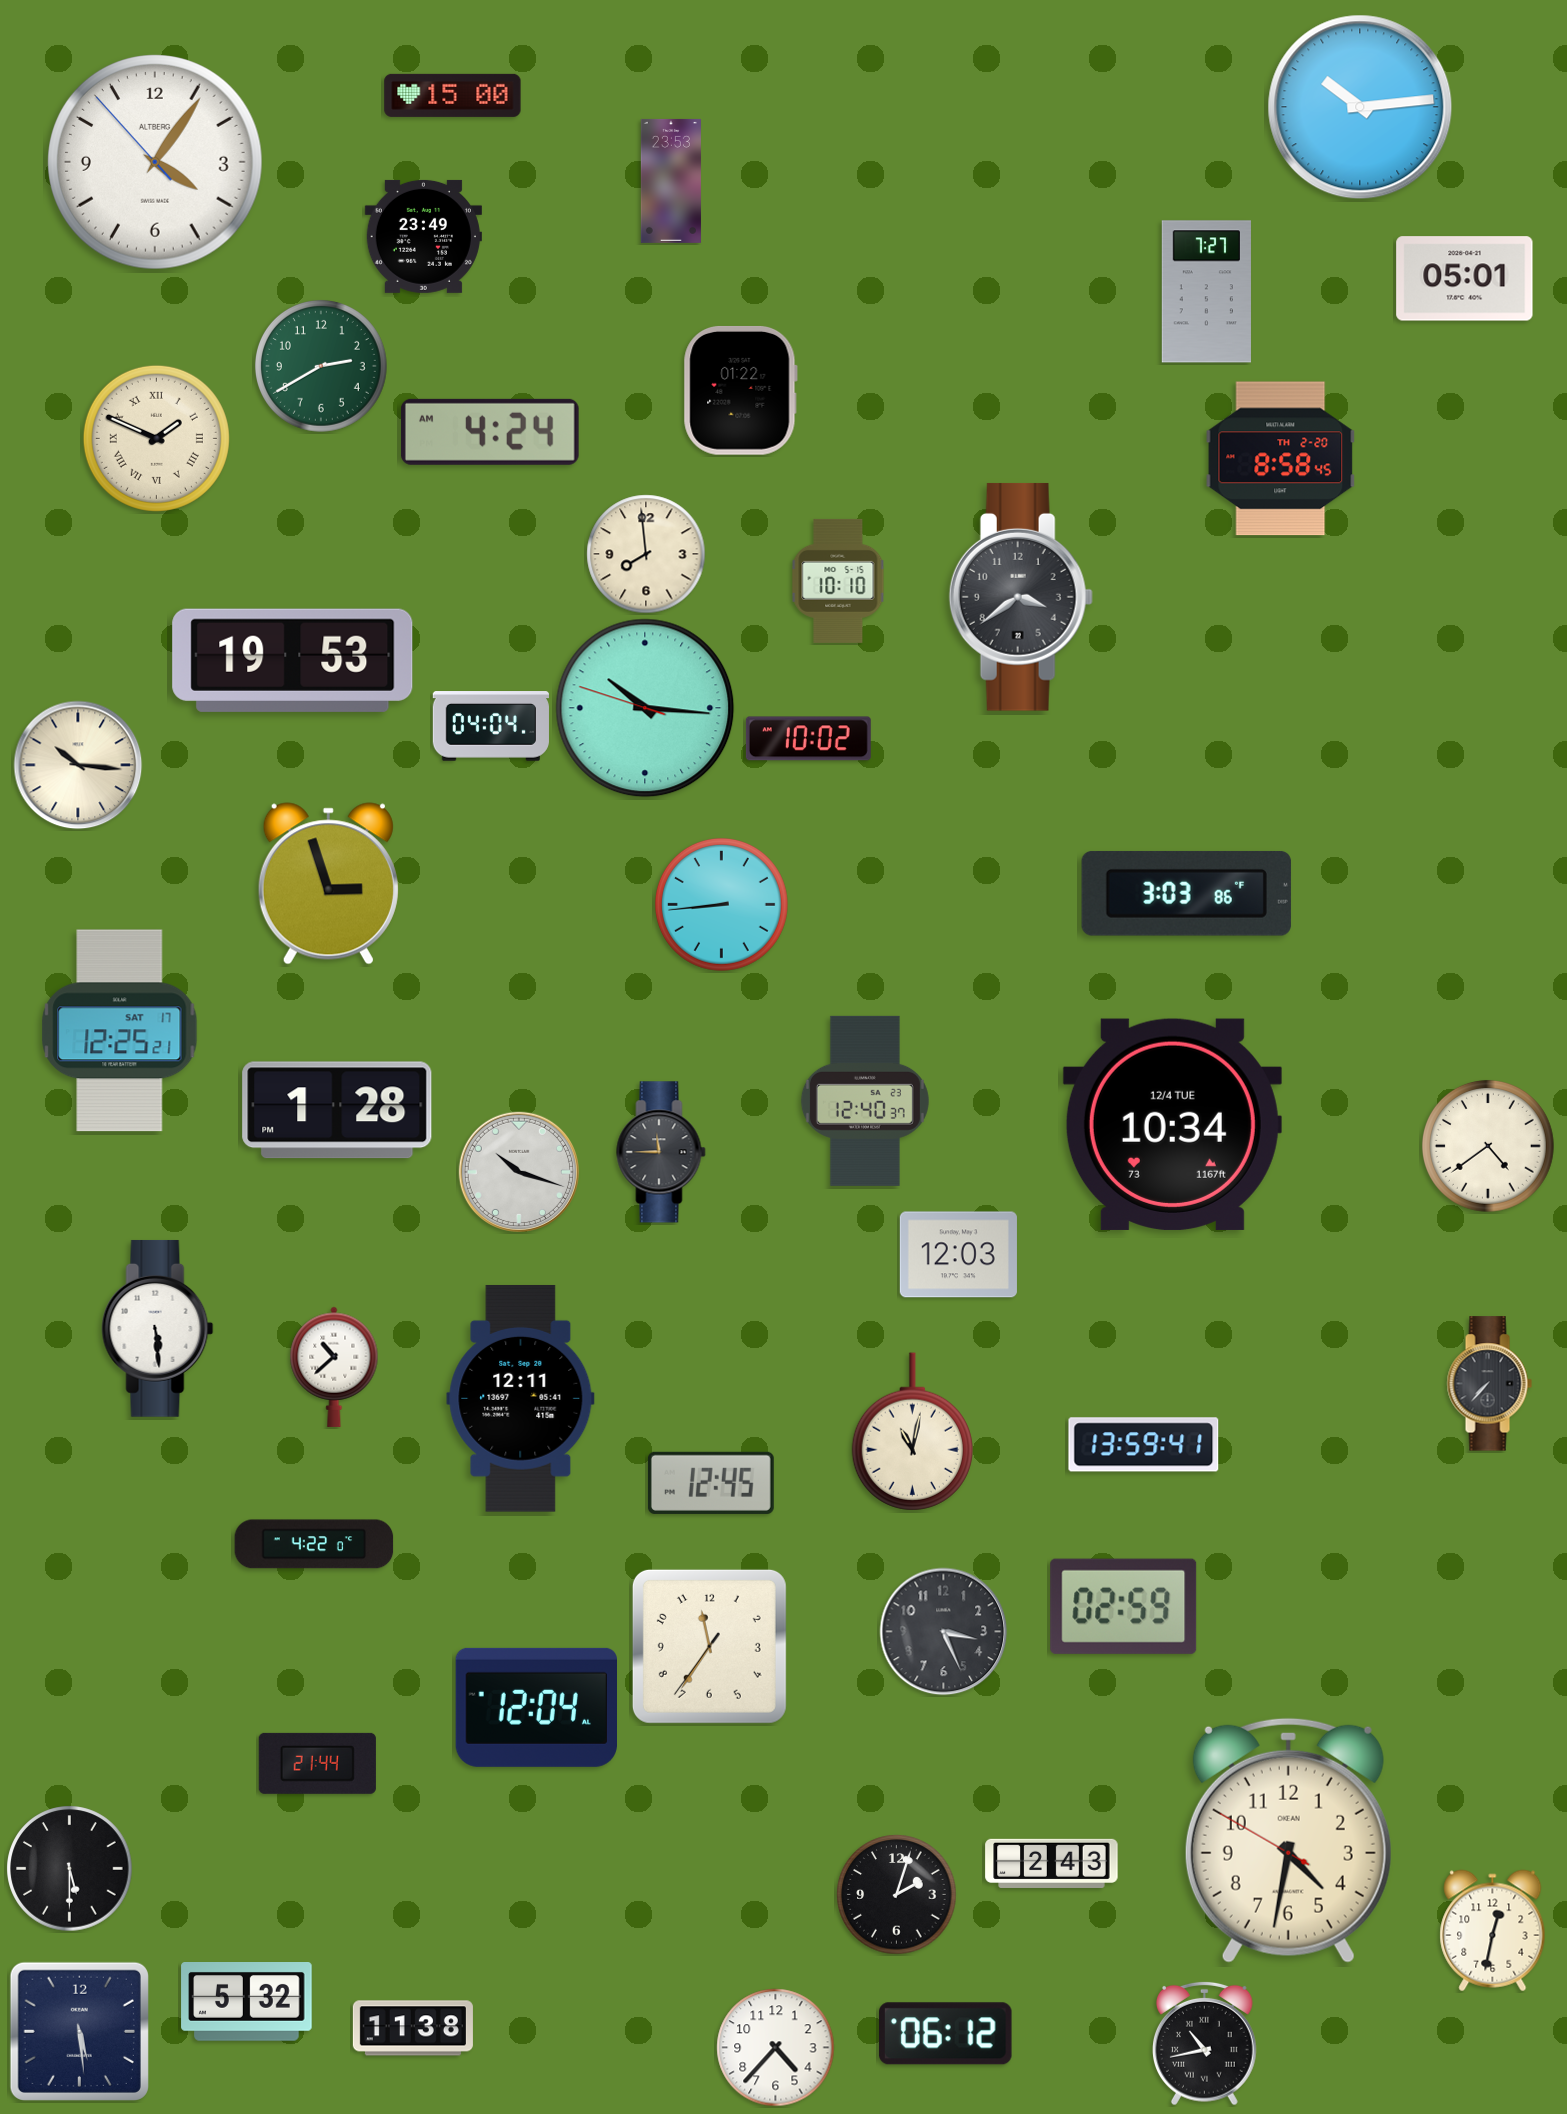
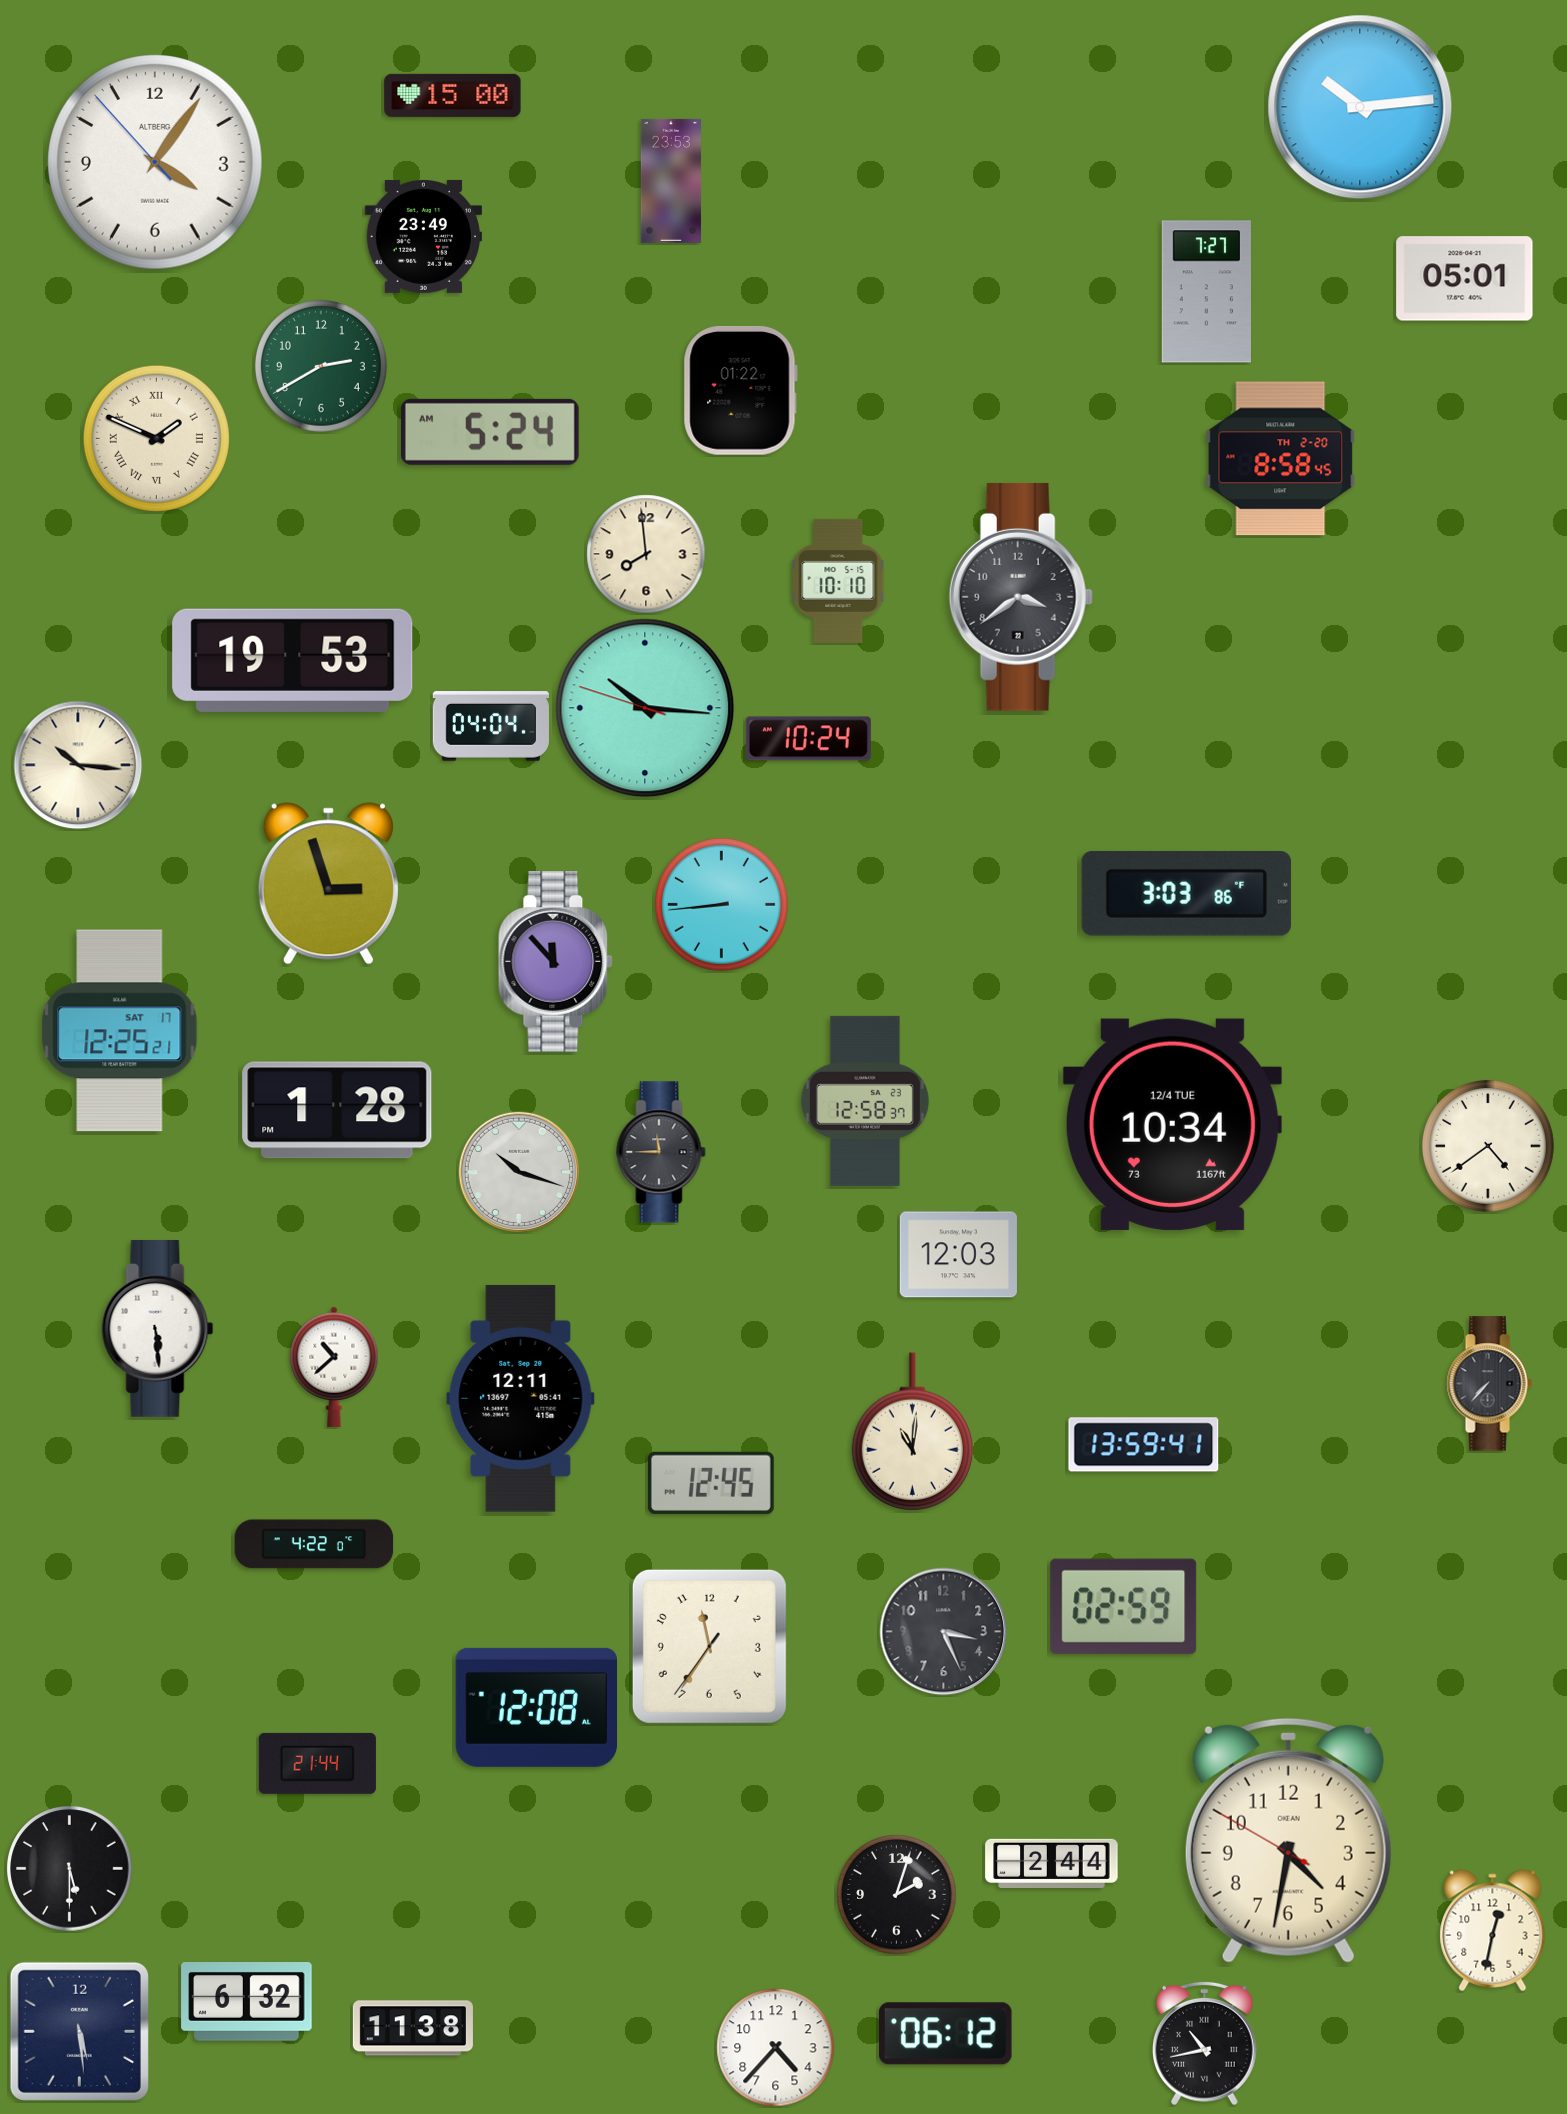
clock at (490, 432): 4:24 -> 5:24
clock at (808, 739): 10:02 -> 10:24
clock at (556, 962): none -> 11:53
clock at (865, 1101): 12:40 -> 12:58
clock at (912, 1432): 11:02 -> 11:01
clock at (536, 1707): 12:04 -> 12:08
clock at (1052, 1863): 2:43 -> 2:44
clock at (247, 2002): 5:32 -> 6:32
